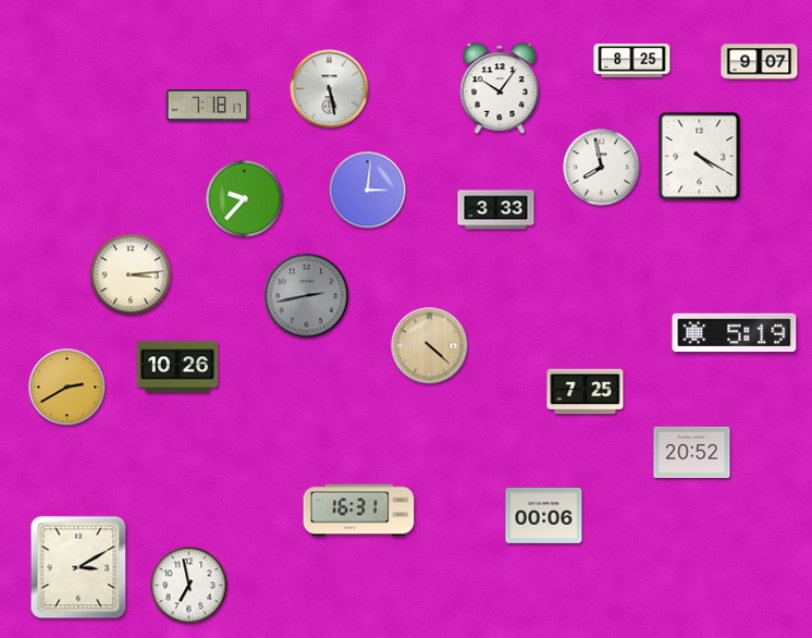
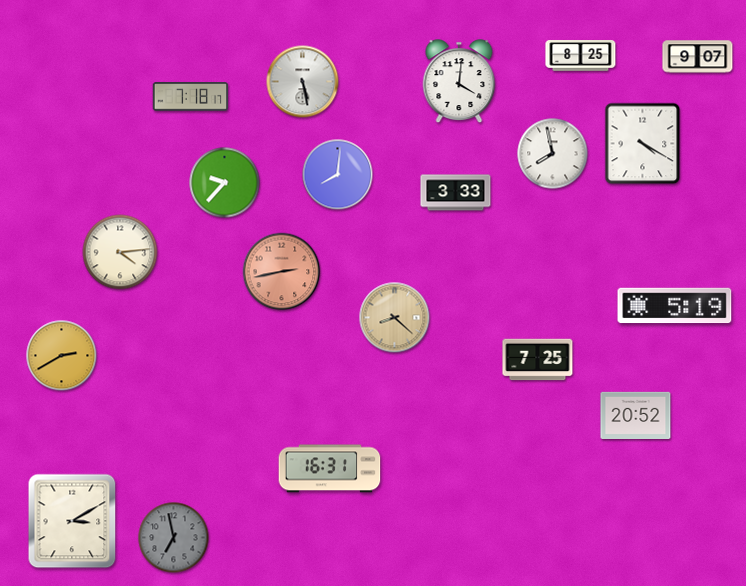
clock at (500, 89): 10:06 -> 4:01
clock at (368, 191): 3:01 -> 8:01
clock at (131, 274): 3:14 -> 4:14
clock at (307, 296) dial: grey -> salmon
clock at (430, 346): 4:22 -> 8:22
clock at (177, 367): 10:26 -> none
clock at (544, 515): 00:06 -> none
clock at (189, 586) dial: white -> grey
